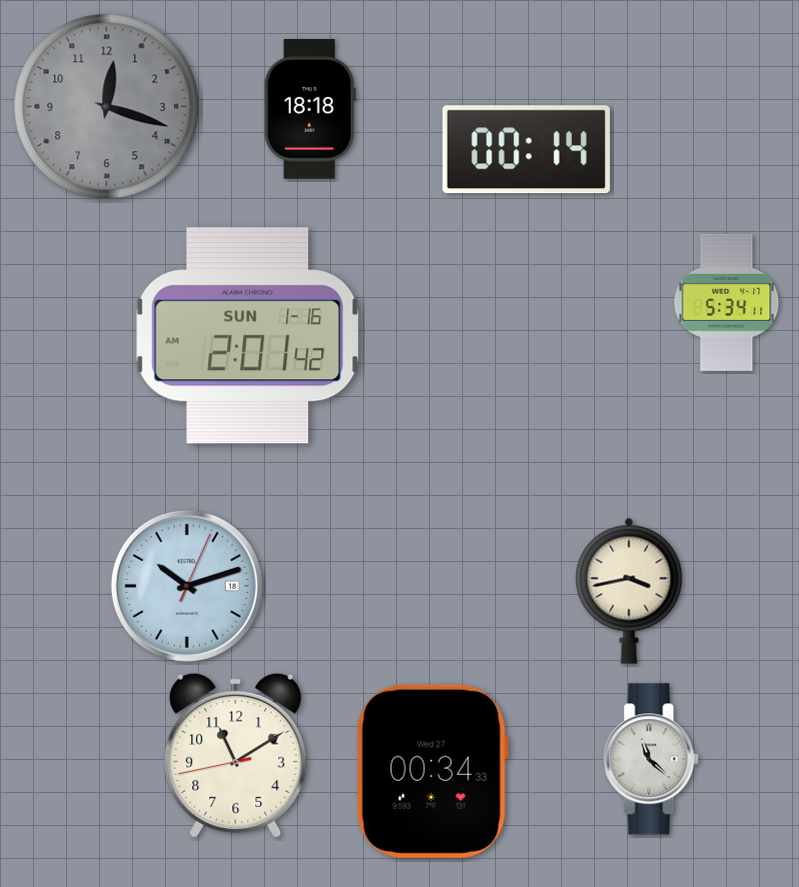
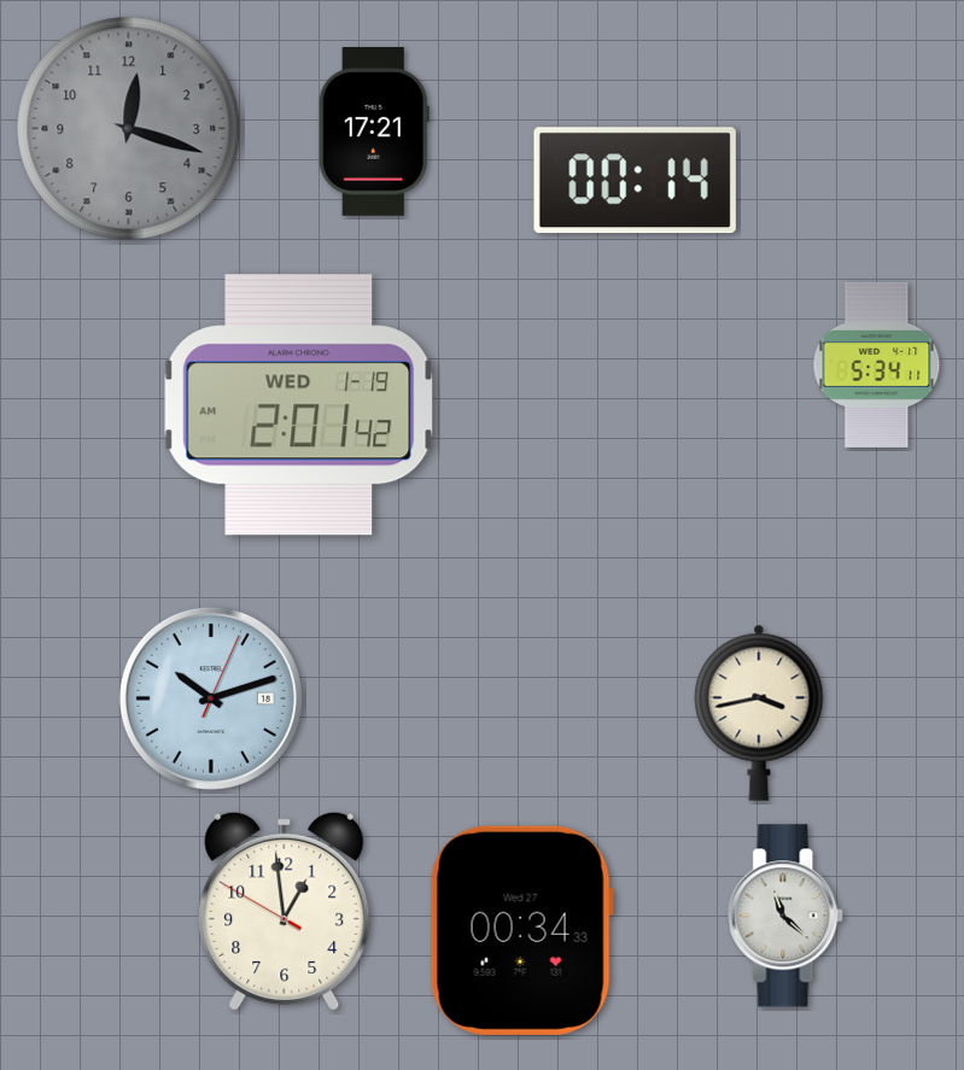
clock at (310, 110): 18:18 -> 17:21
clock at (248, 336) date: SUN 1-16 -> WED 1-19
clock at (187, 586) position: (187, 586) -> (211, 698)
clock at (236, 755): 11:09 -> 12:58
